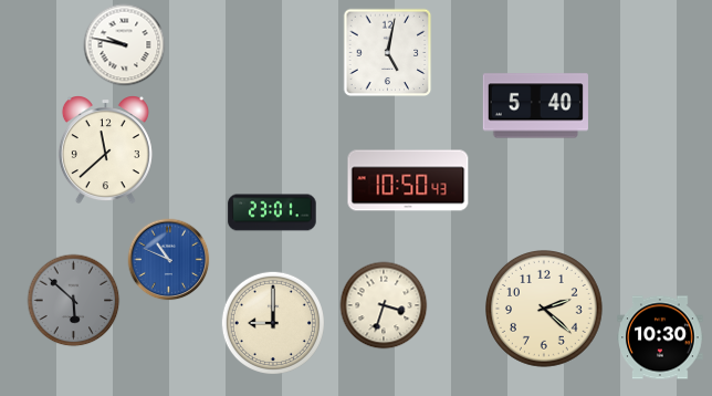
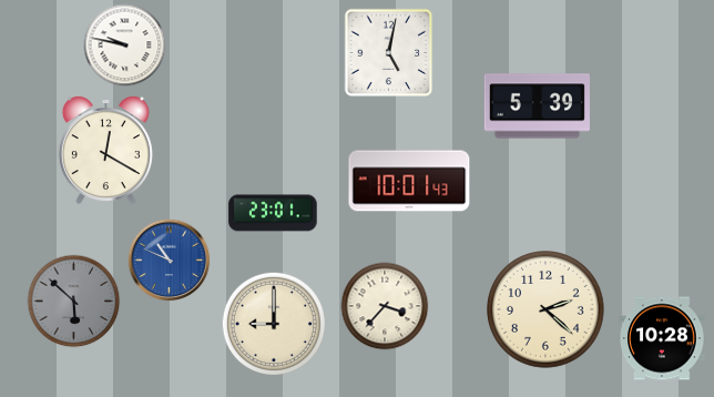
clock at (535, 106): 5:40 -> 5:39
clock at (105, 150): 11:38 -> 12:20
clock at (408, 180): 10:50 -> 10:01
clock at (384, 305): 3:33 -> 3:37
clock at (660, 337): 10:30 -> 10:28
